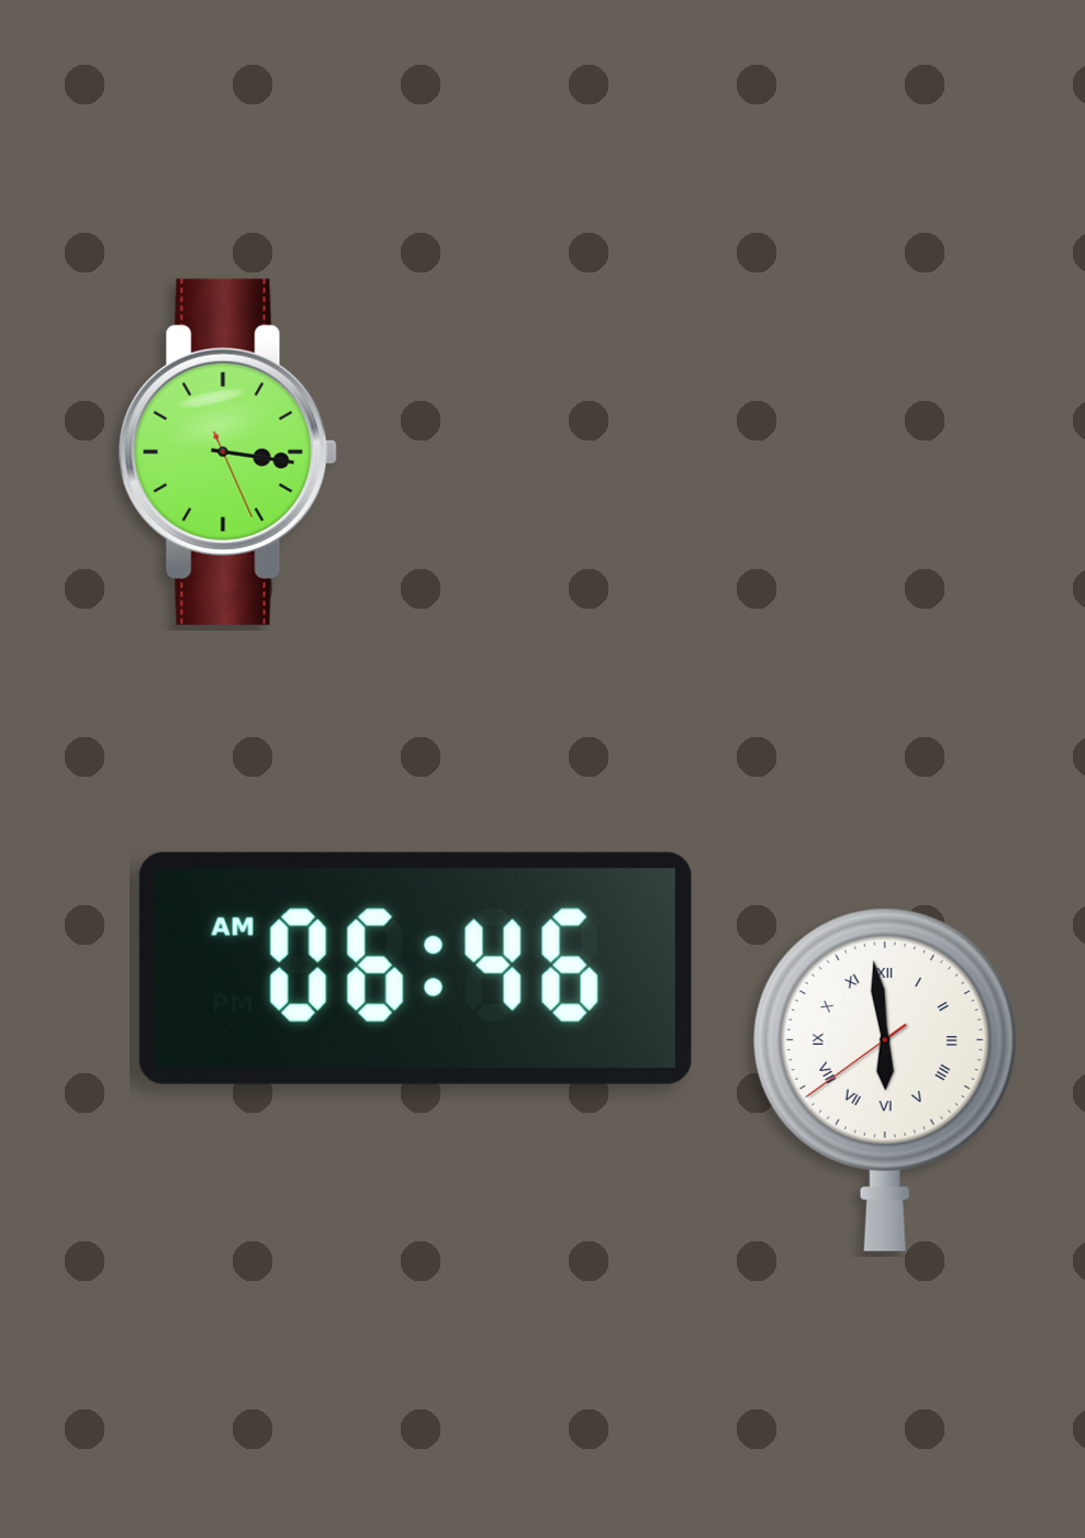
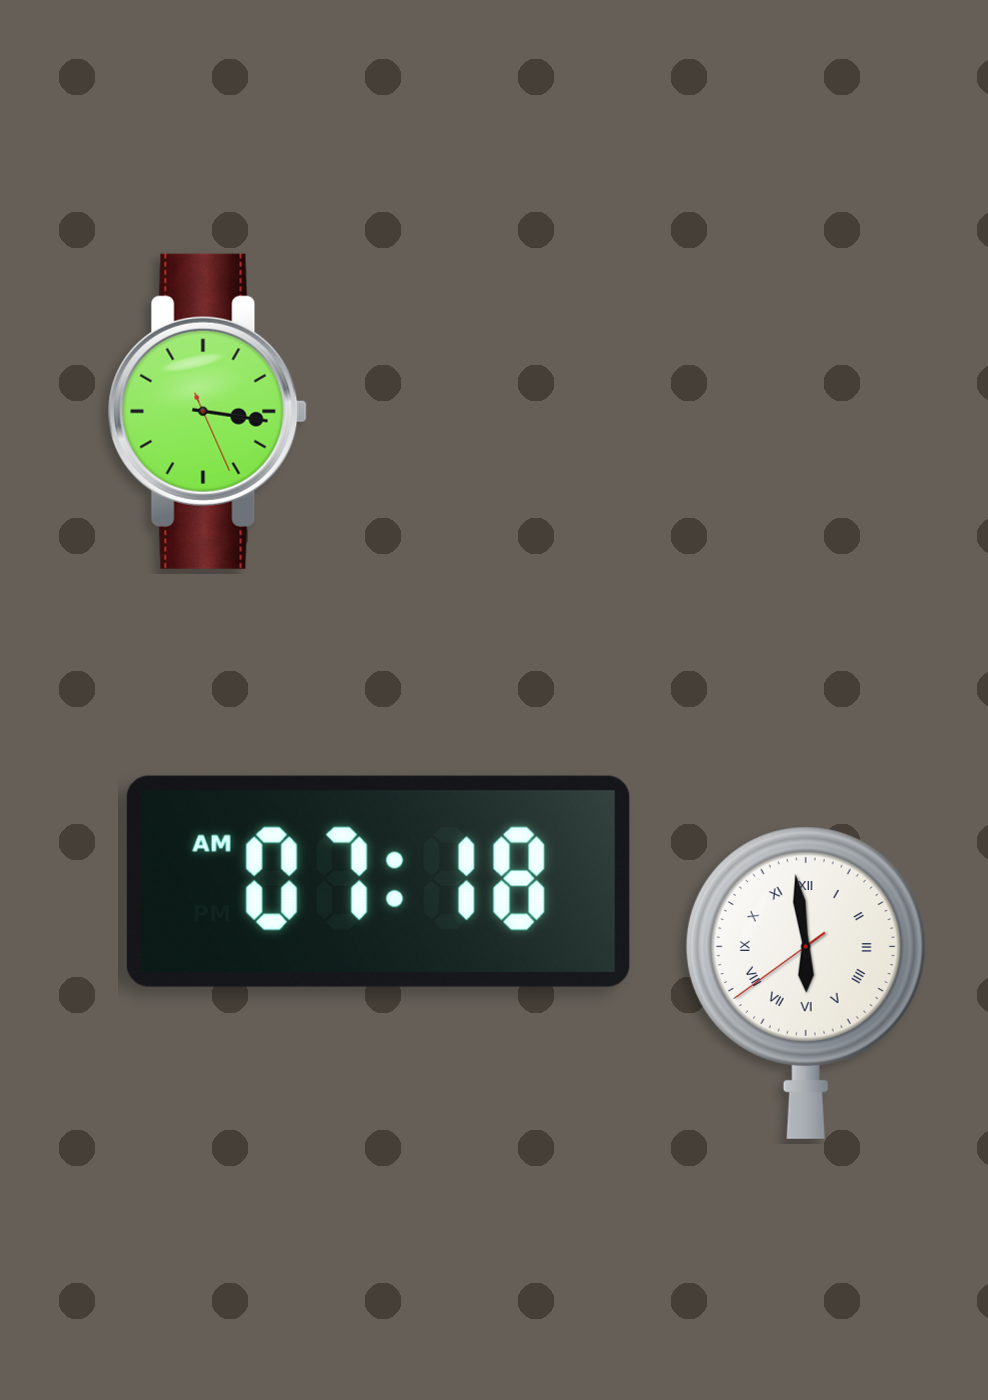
clock at (415, 968): 06:46 -> 07:18
